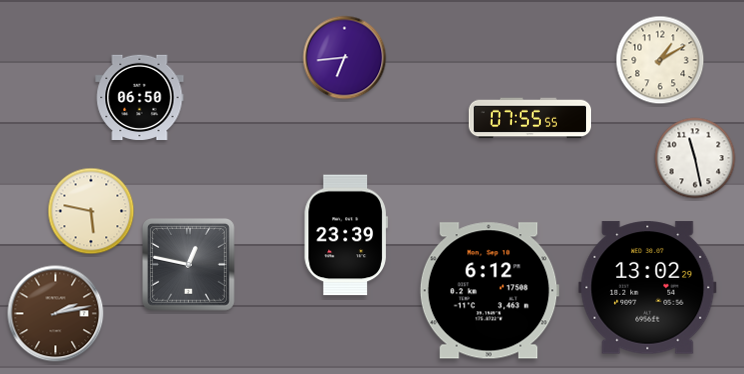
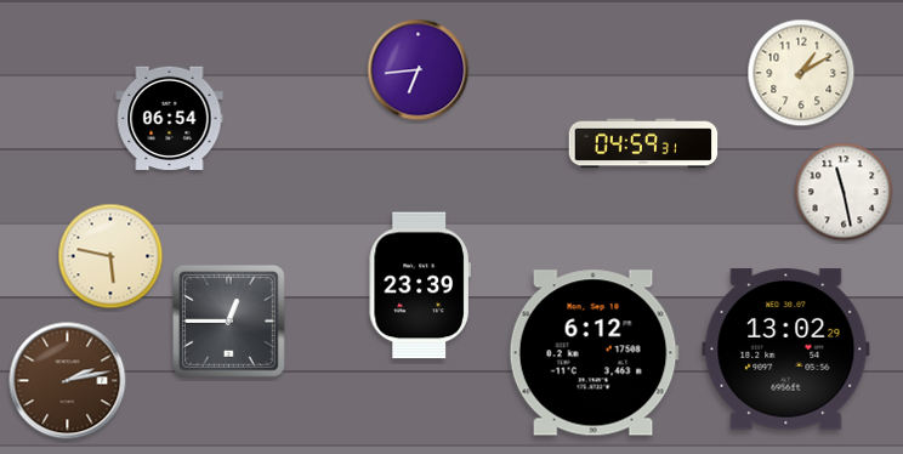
clock at (140, 98): 06:50 -> 06:54
clock at (530, 118): 07:55 -> 04:59
clock at (189, 265): 12:47 -> 12:45
